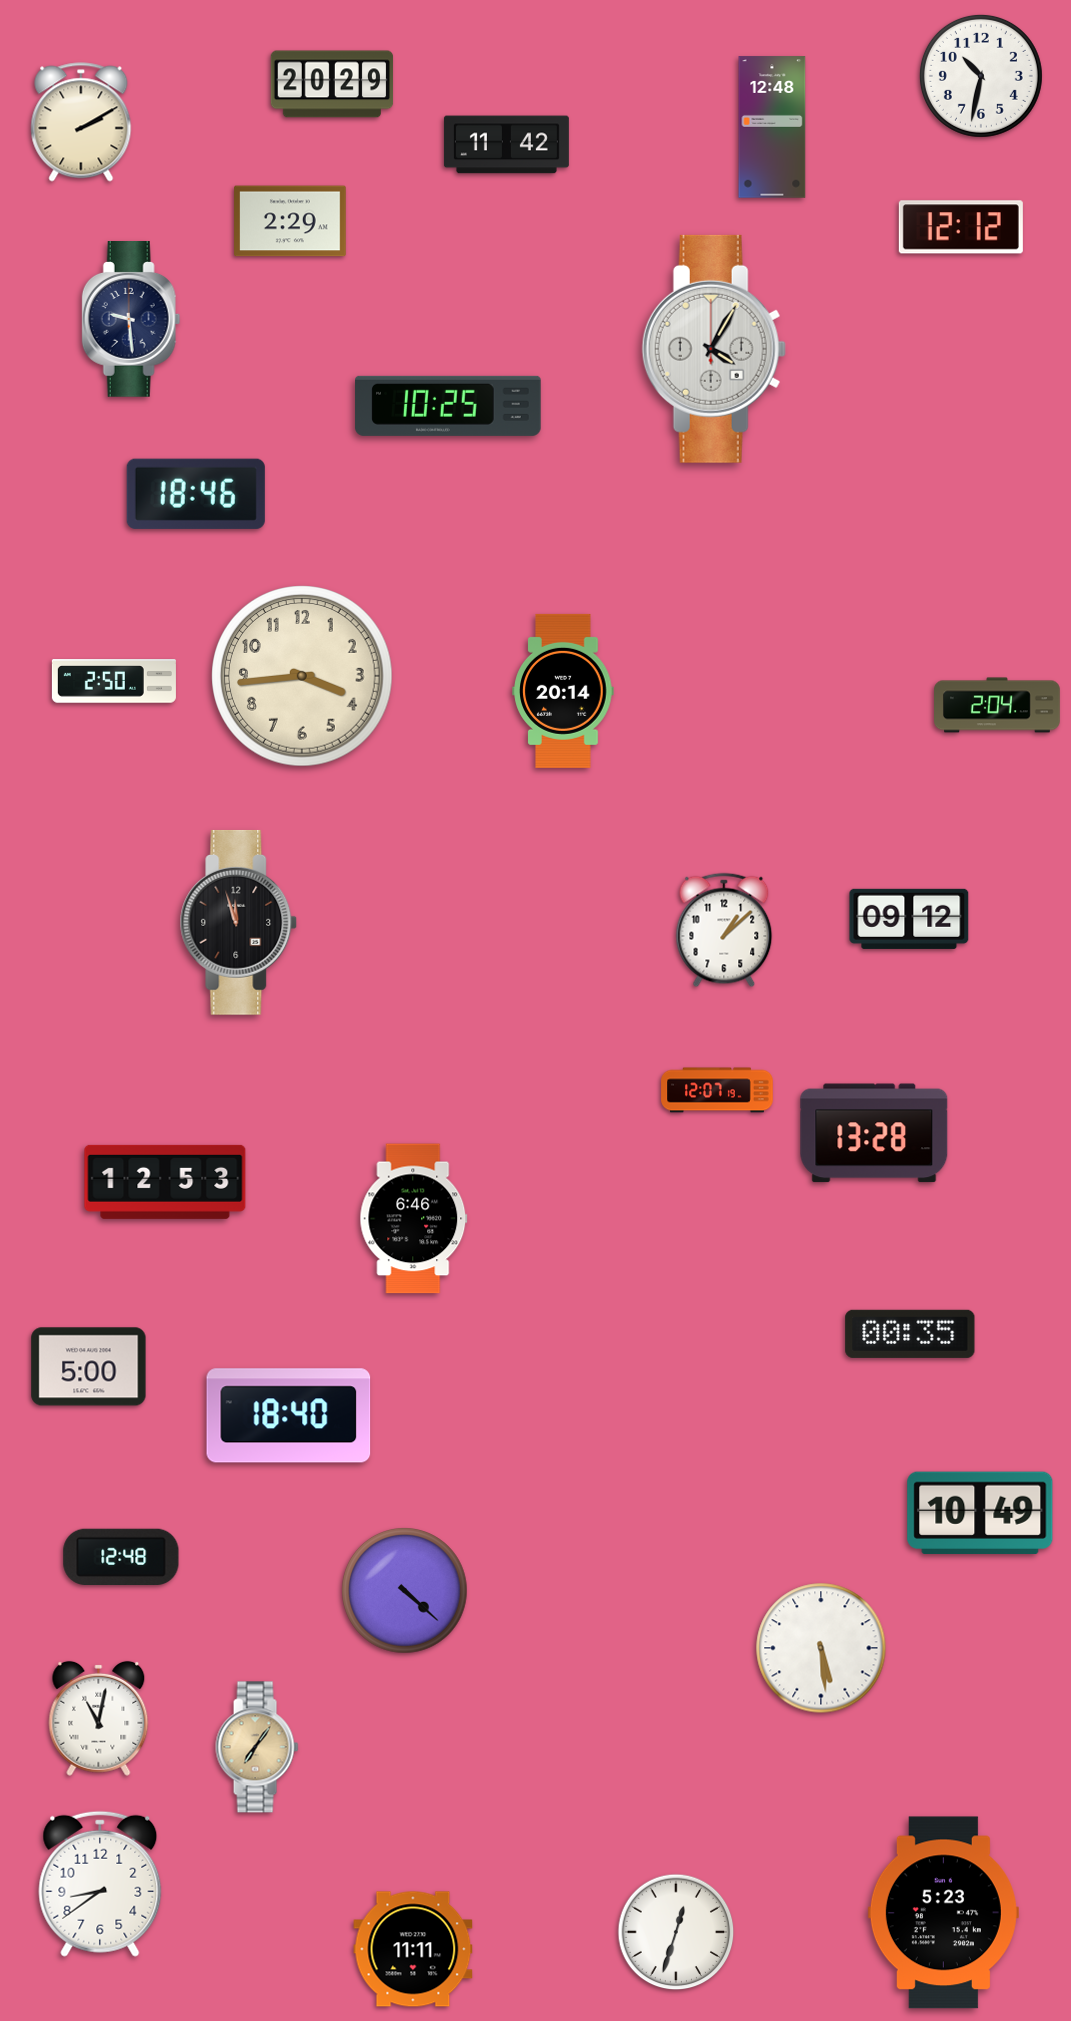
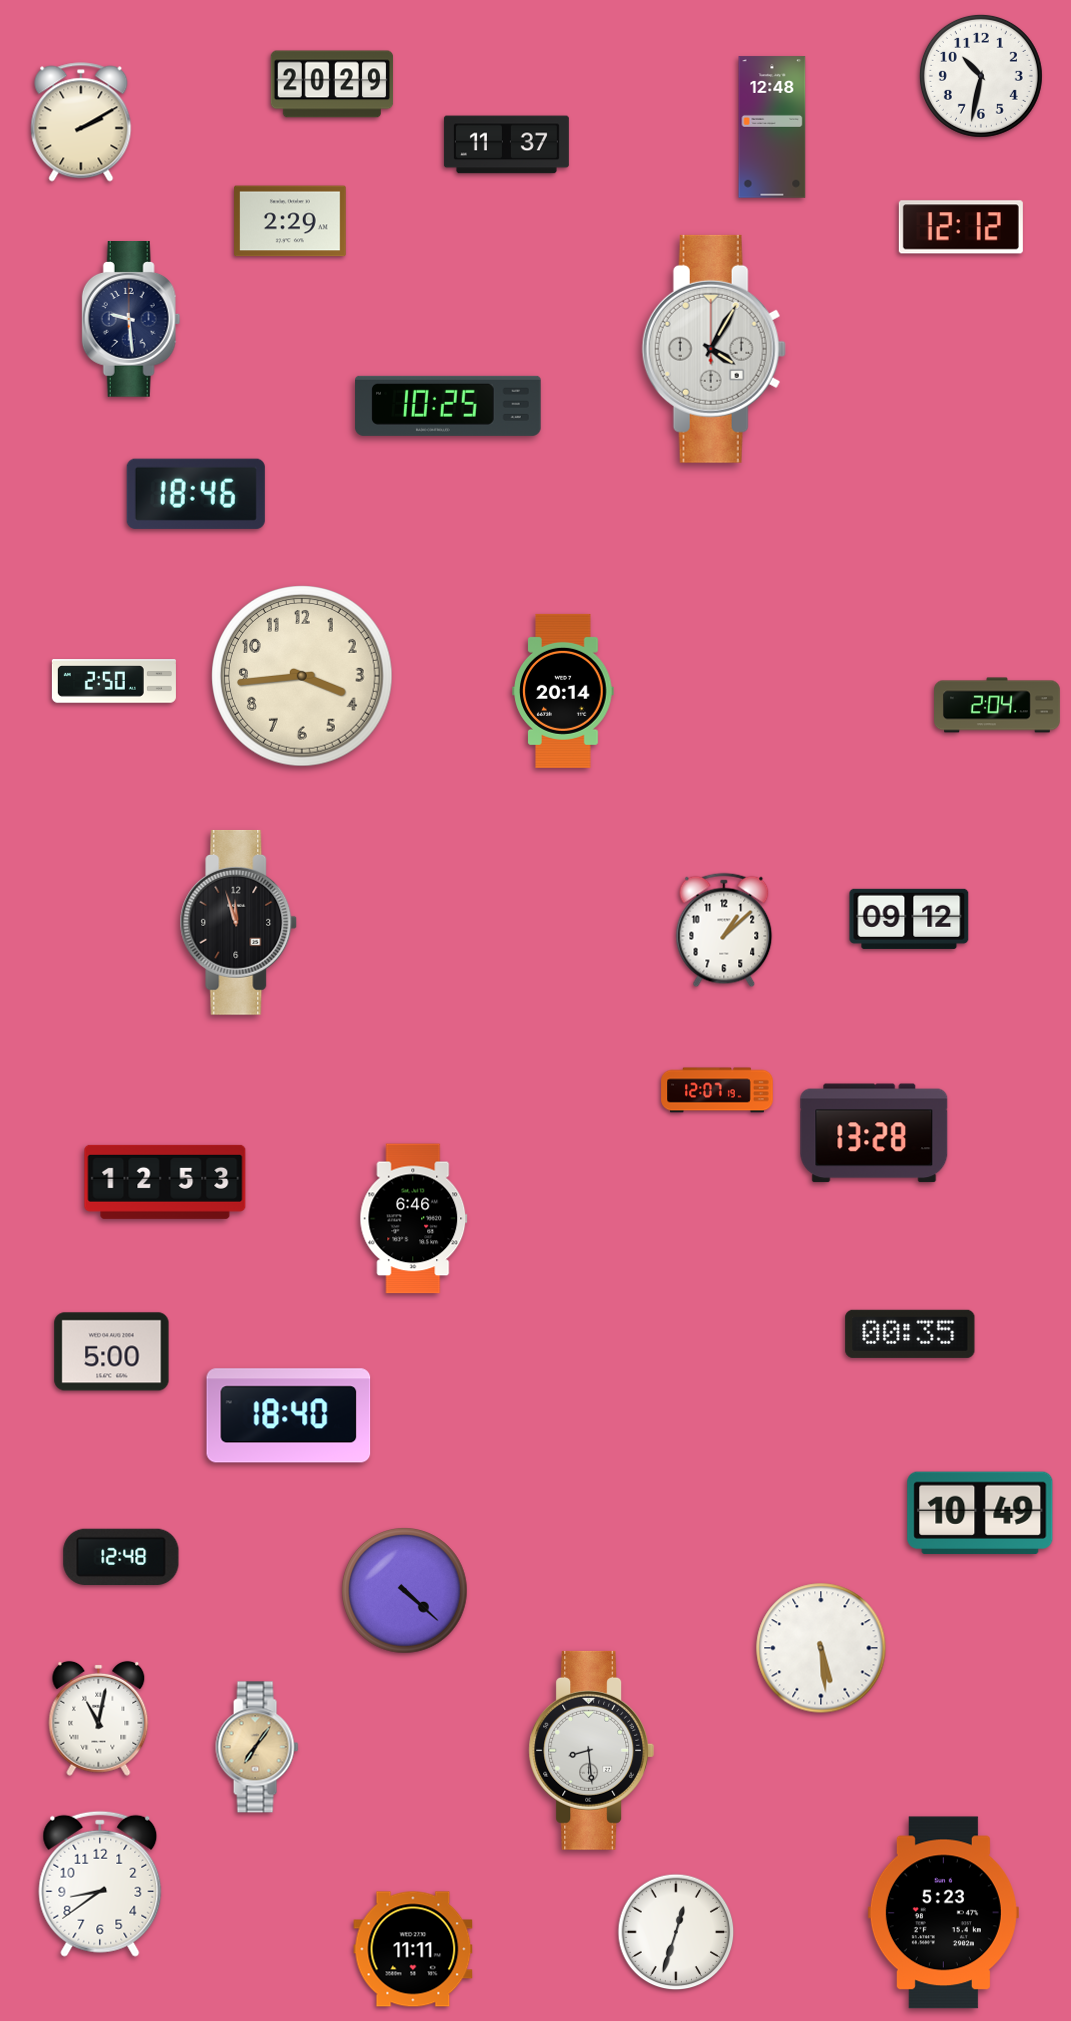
clock at (506, 145): 11:42 -> 11:37
clock at (89, 1367) position: (89, 1367) -> (112, 1352)
clock at (592, 1750): none -> 8:29
